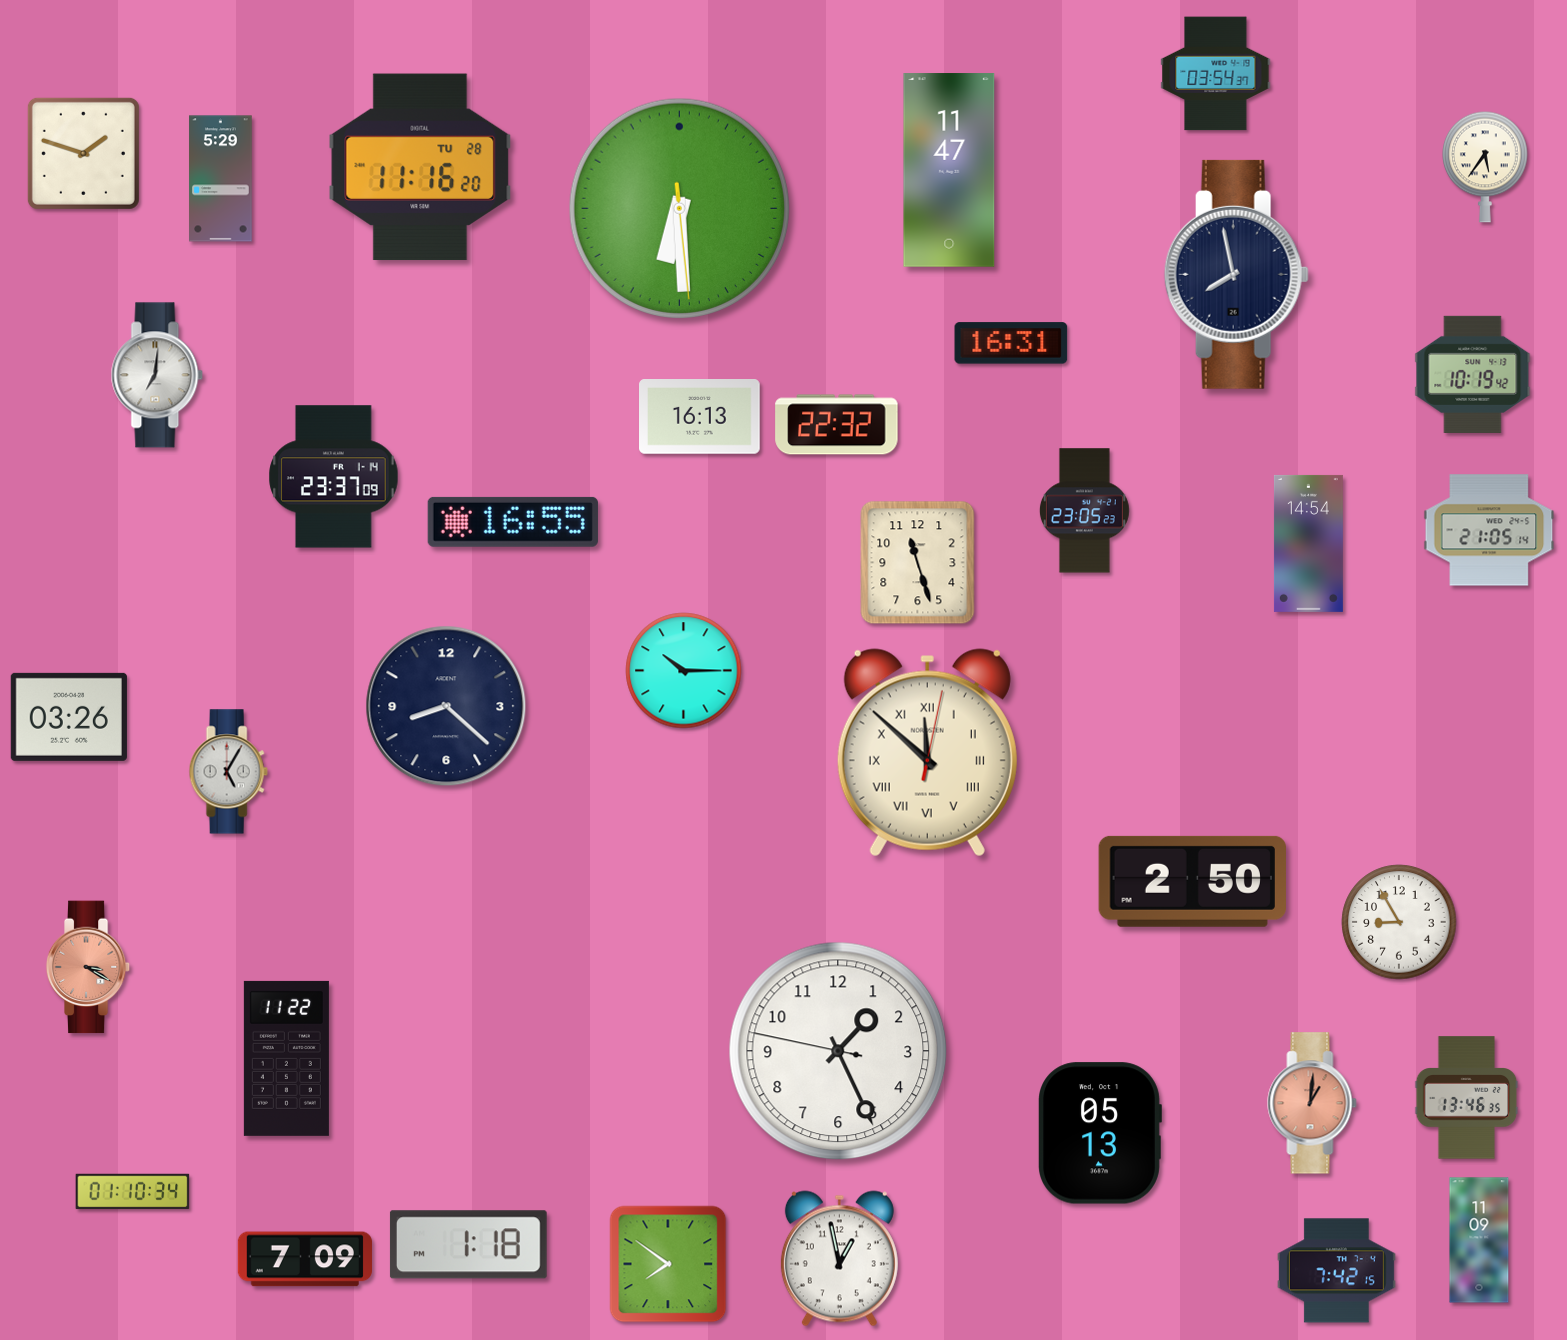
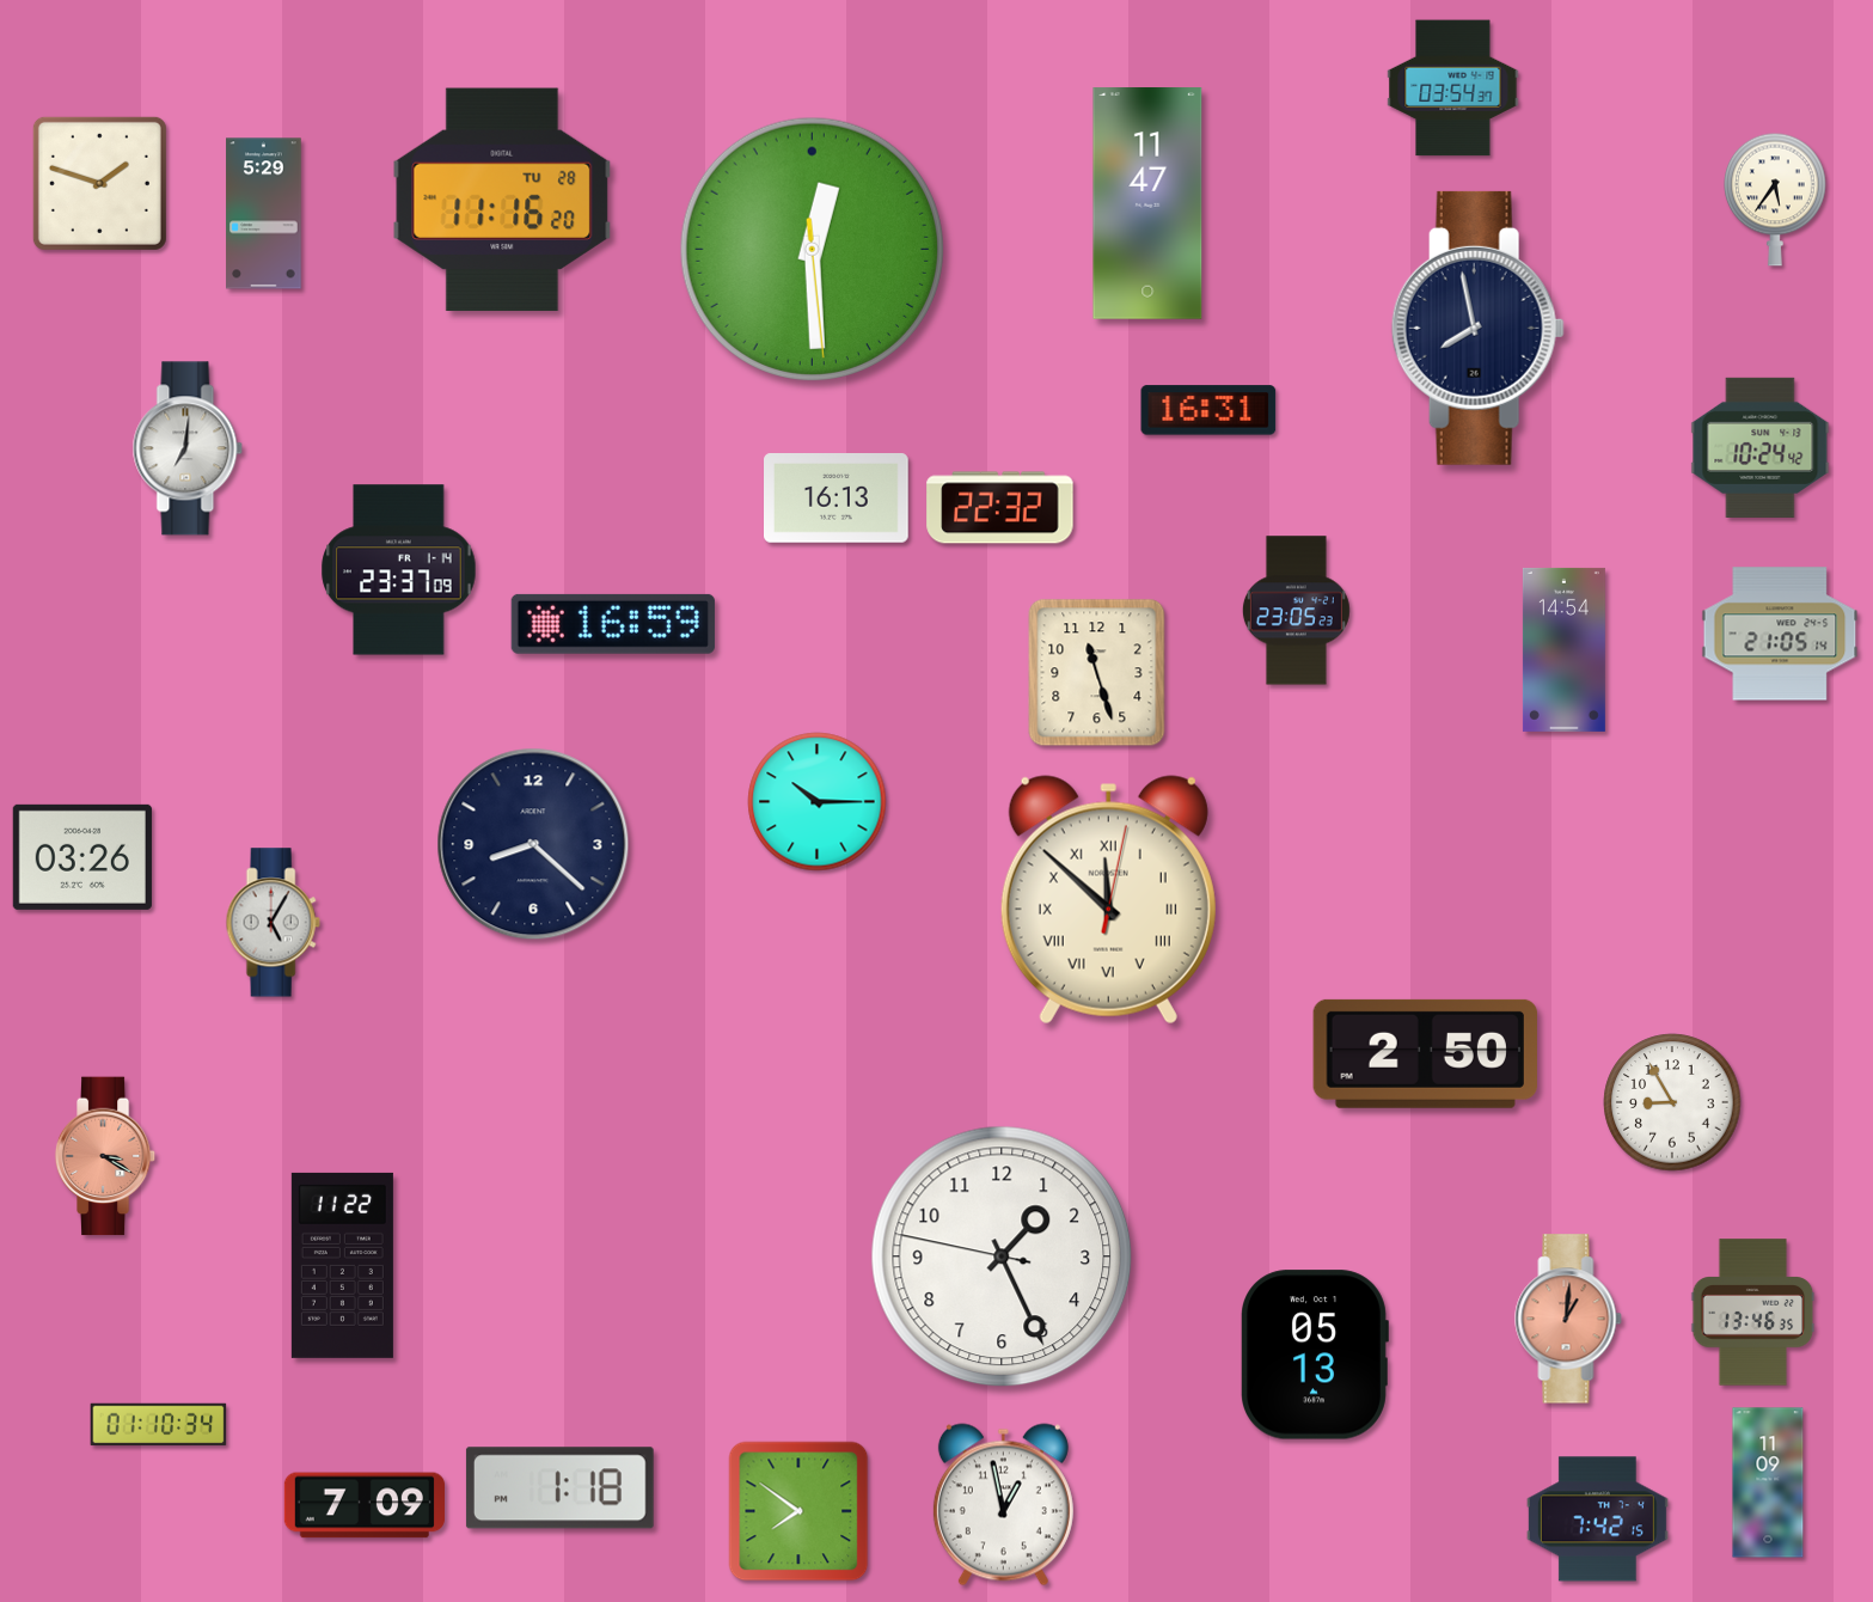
clock at (949, 170) position: (949, 170) -> (1147, 203)
clock at (679, 208): 6:29 -> 12:29
clock at (1473, 374): 10:19 -> 10:24
clock at (513, 522): 16:55 -> 16:59
